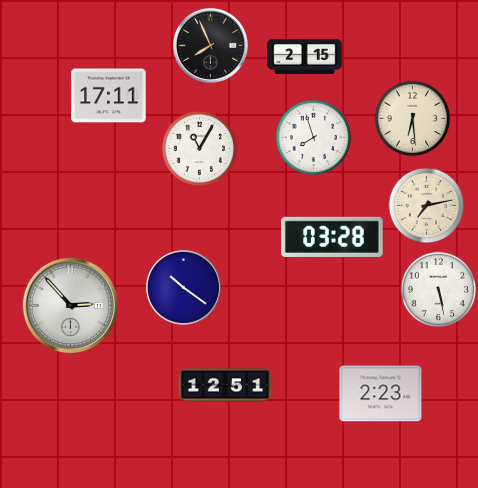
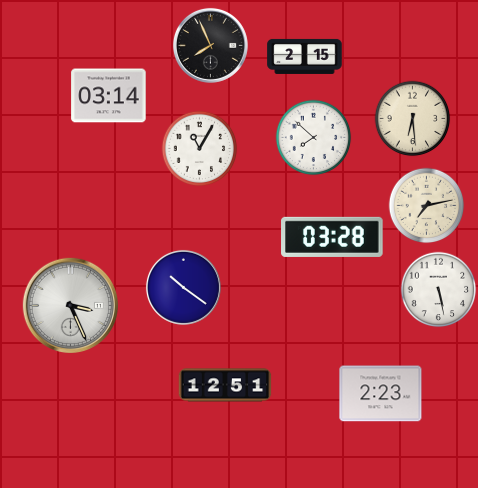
clock at (109, 96): 17:11 -> 03:14
clock at (314, 138): 7:57 -> 7:52
clock at (70, 305): 2:53 -> 3:26
